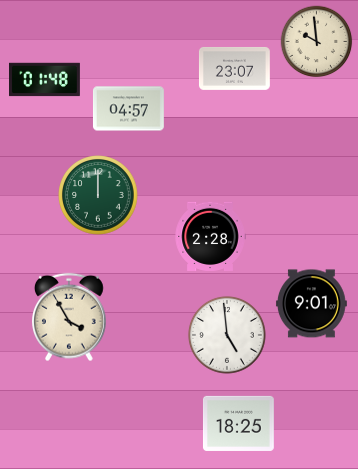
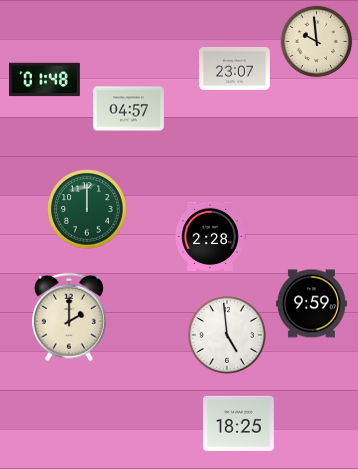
clock at (98, 195) position: (98, 195) -> (87, 209)
clock at (311, 304): 9:01 -> 9:59
clock at (70, 317): 3:55 -> 2:00
